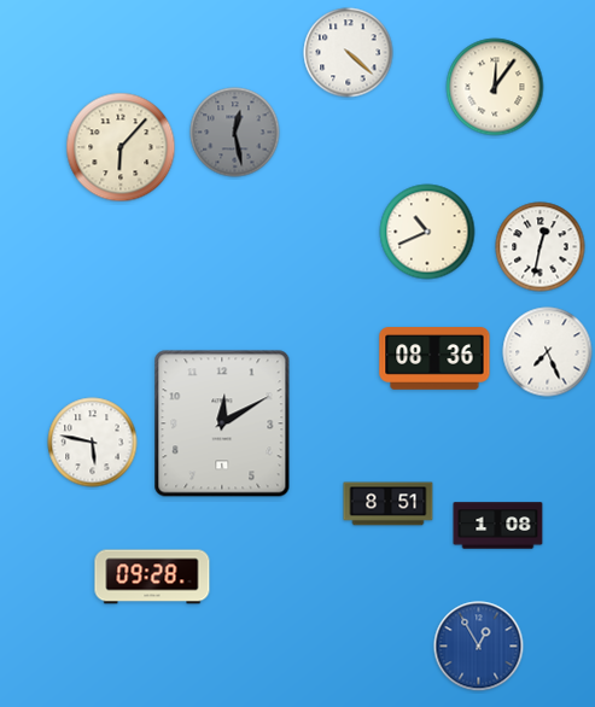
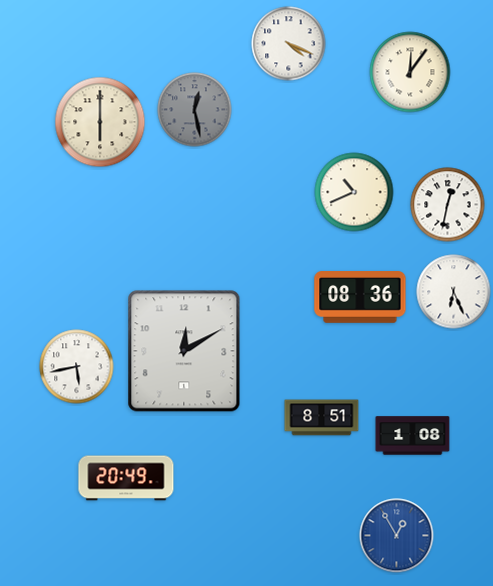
clock at (349, 53): 4:22 -> 4:19
clock at (121, 147): 6:07 -> 6:00
clock at (548, 352): 7:26 -> 6:26
clock at (93, 443): 5:47 -> 5:43
clock at (152, 577): 09:28 -> 20:49
